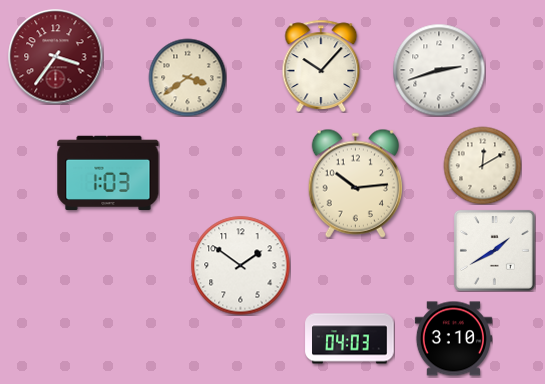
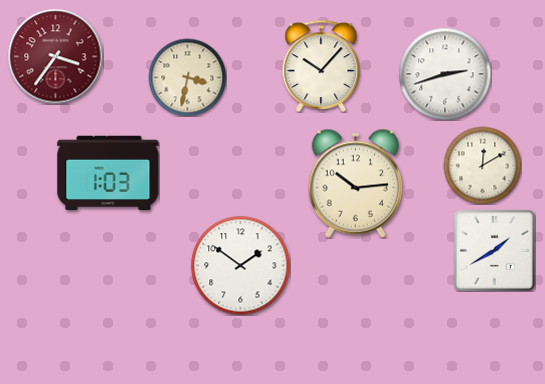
clock at (439, 70) position: (439, 70) -> (445, 74)
clock at (187, 77): 3:39 -> 3:32
clock at (350, 339): 04:03 -> none
clock at (453, 339): 3:10 -> none
